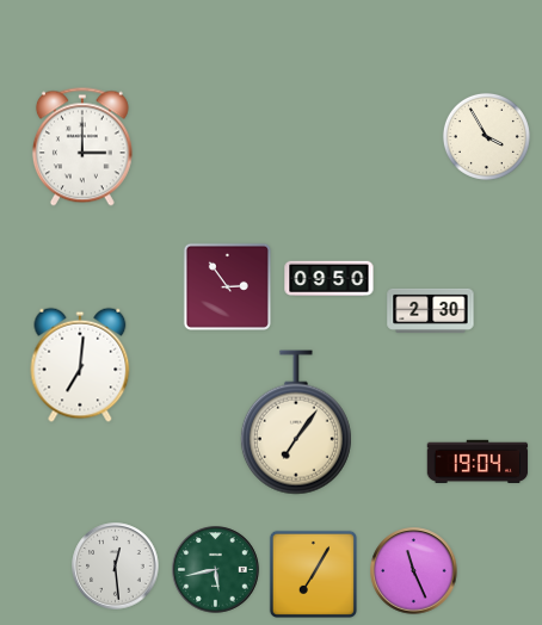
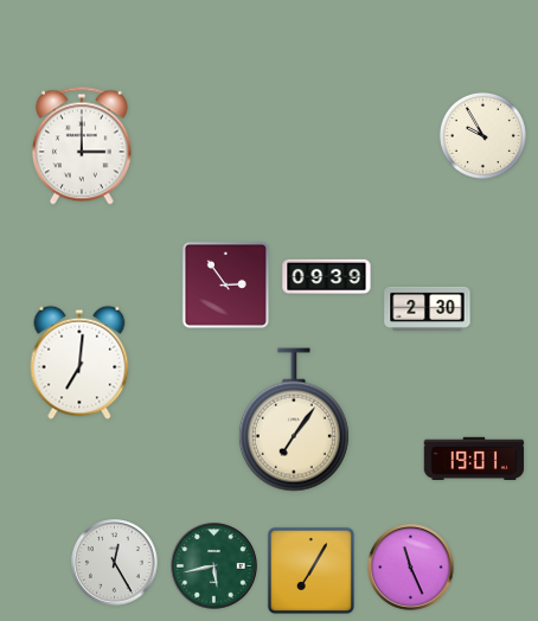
clock at (486, 136): 3:55 -> 9:55
clock at (329, 279): 09:50 -> 09:39
clock at (478, 460): 19:04 -> 19:01
clock at (116, 567): 12:29 -> 12:25
